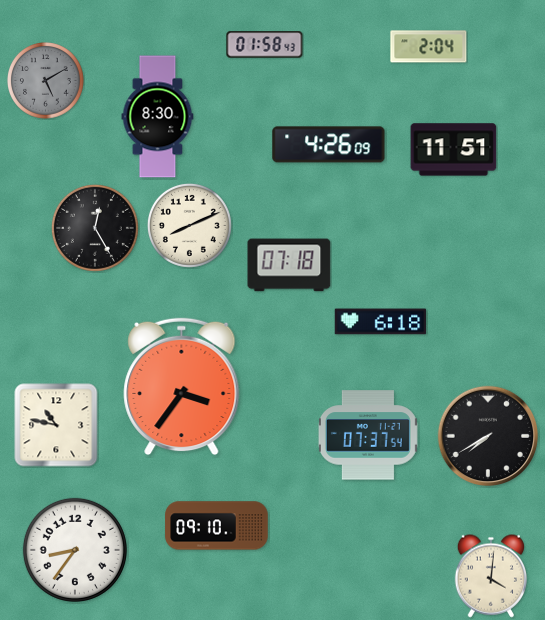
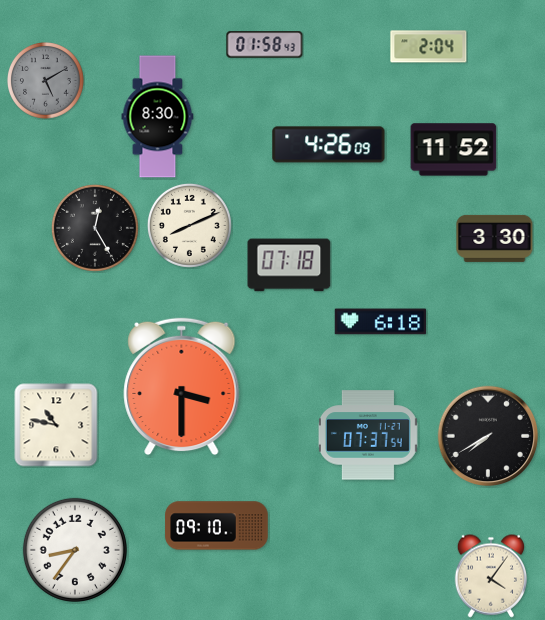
clock at (454, 150): 11:51 -> 11:52
clock at (495, 238): none -> 3:30
clock at (182, 387): 3:36 -> 3:30
clock at (490, 576): 4:01 -> 4:06
